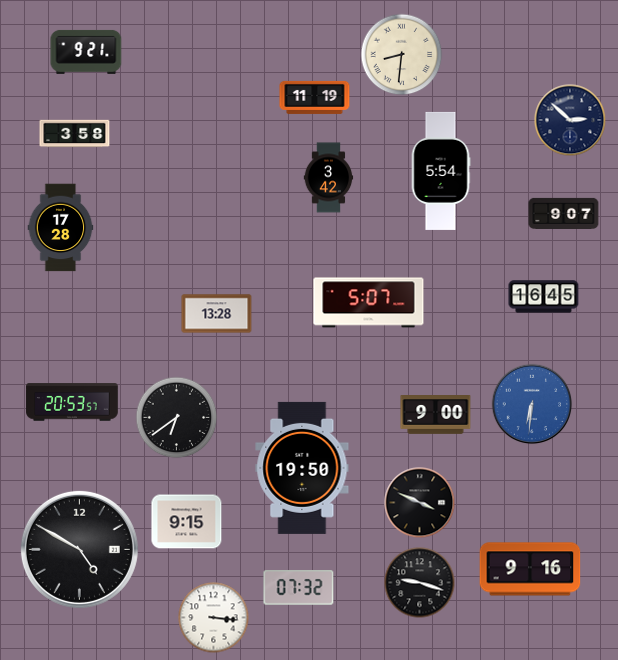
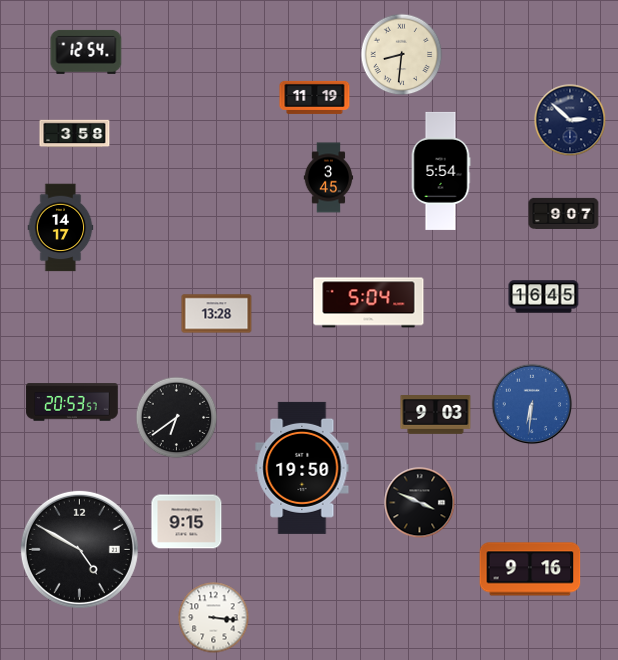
clock at (86, 52): 9:21 -> 12:54
clock at (329, 178): 3:42 -> 3:45
clock at (61, 228): 17:28 -> 14:17
clock at (369, 303): 5:07 -> 5:04
clock at (436, 415): 9:00 -> 9:03
clock at (420, 583): 9:18 -> none
clock at (299, 588): 07:32 -> none
